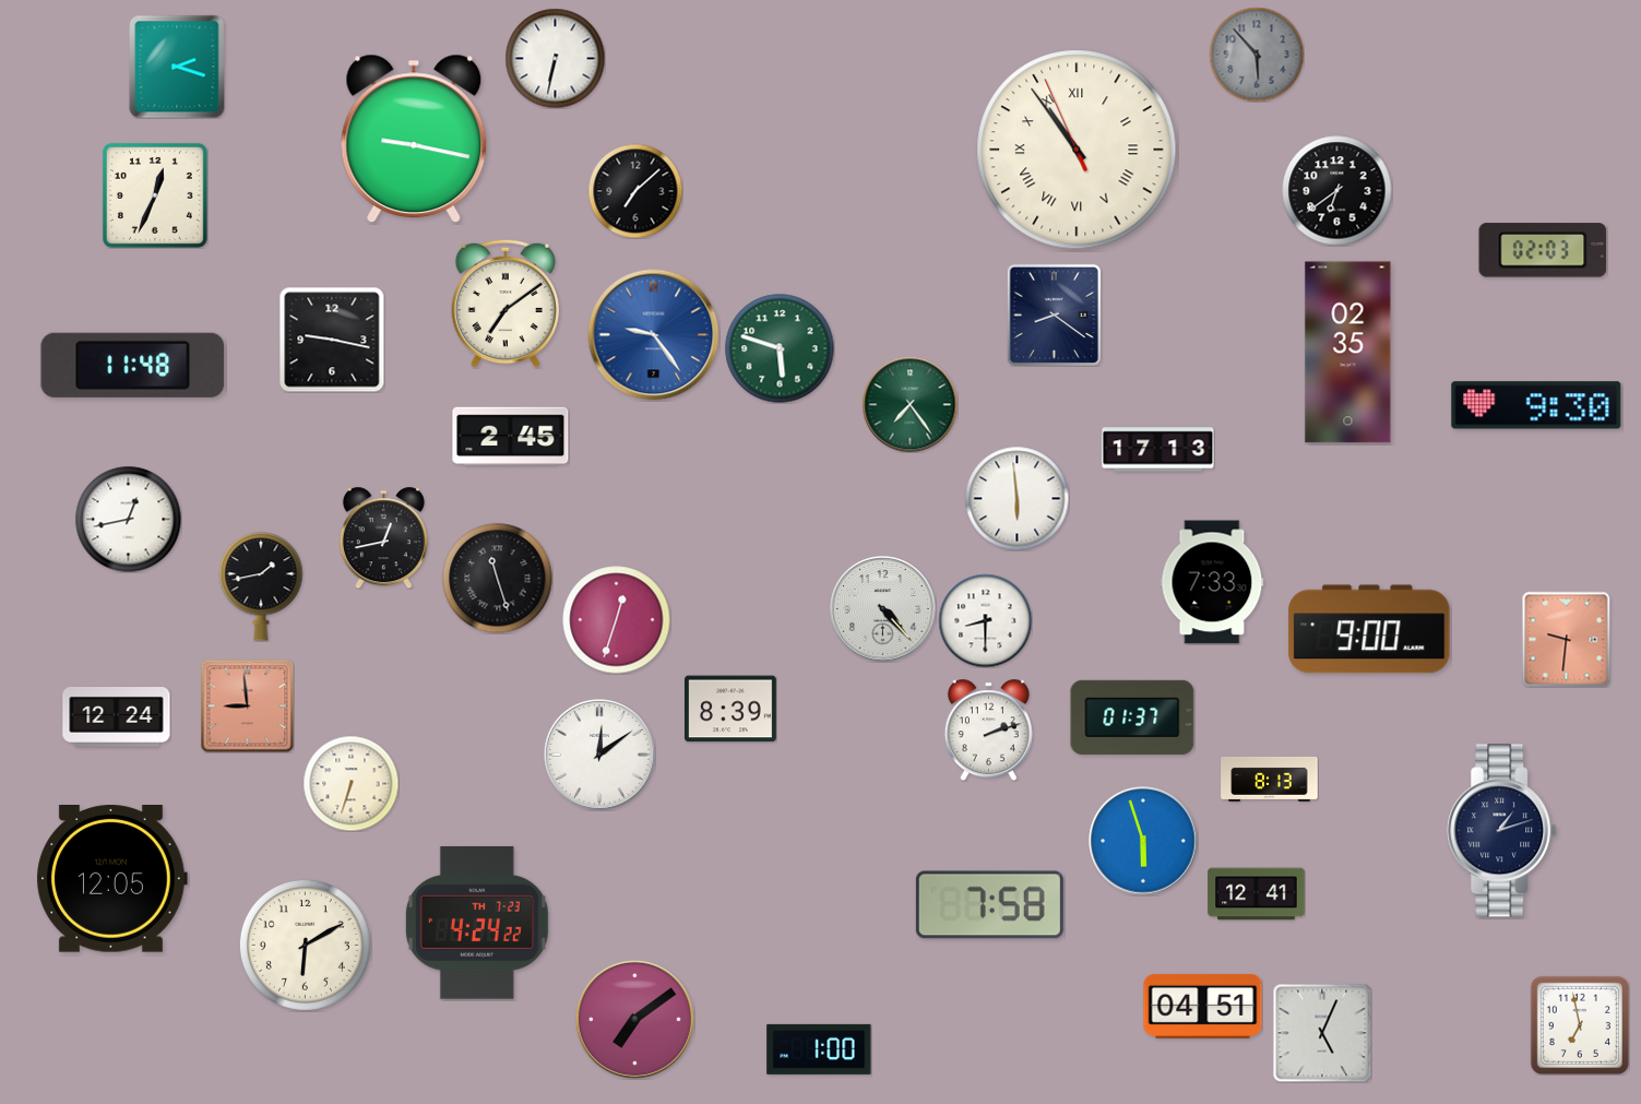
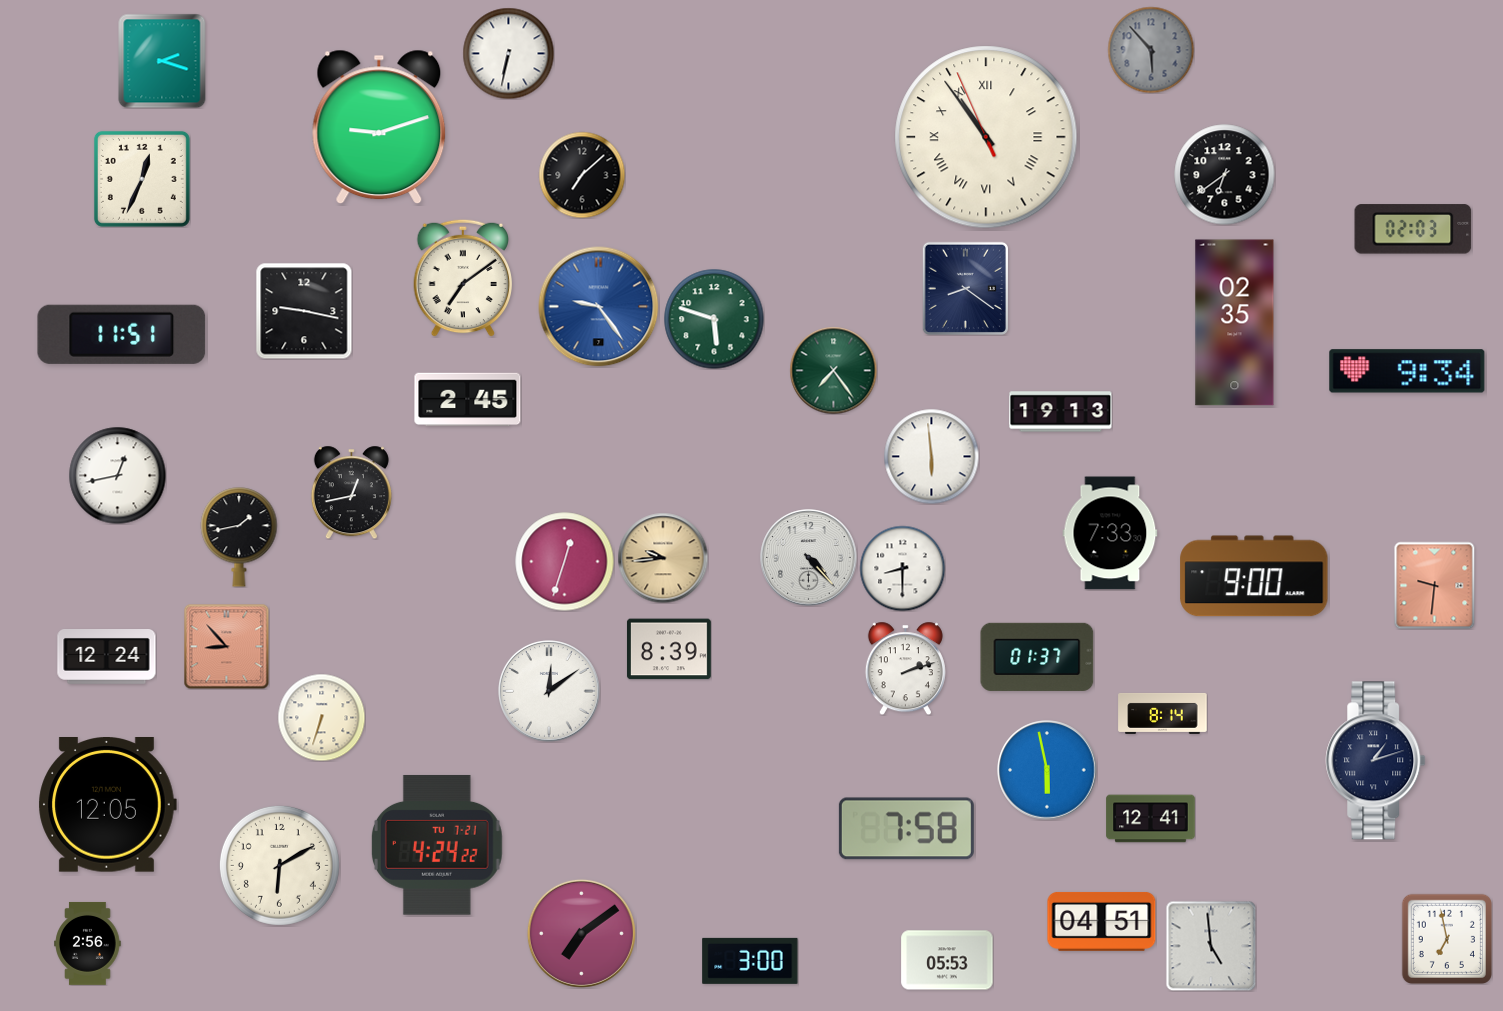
clock at (414, 139): 9:17 -> 9:12
clock at (133, 365): 11:48 -> 11:51
clock at (1536, 405): 9:30 -> 9:34
clock at (1158, 450): 17:13 -> 19:13
clock at (498, 579): 11:27 -> none
clock at (663, 558): none -> 9:44
clock at (617, 620) position: (617, 620) -> (565, 562)
clock at (247, 705): 8:59 -> 8:53
clock at (1270, 779): 8:13 -> 8:14
clock at (1143, 841): 5:57 -> 5:58
clock at (111, 879) position: (111, 879) -> (107, 805)
clock at (477, 923) date: TH 7-23 -> TU 7-21
clock at (88, 943): none -> 2:56
clock at (1322, 1033): 5:04 -> 4:59
clock at (947, 960): none -> 05:53
clock at (819, 1049): 1:00 -> 3:00
